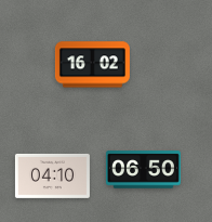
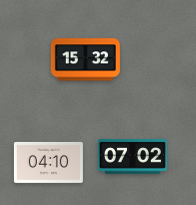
clock at (92, 65): 16:02 -> 15:32
clock at (143, 170): 06:50 -> 07:02
